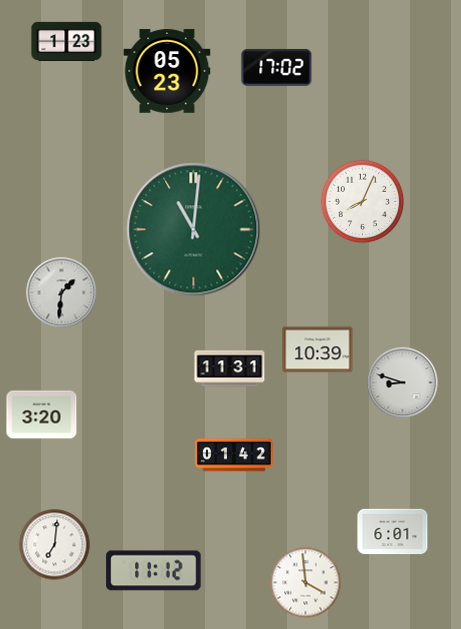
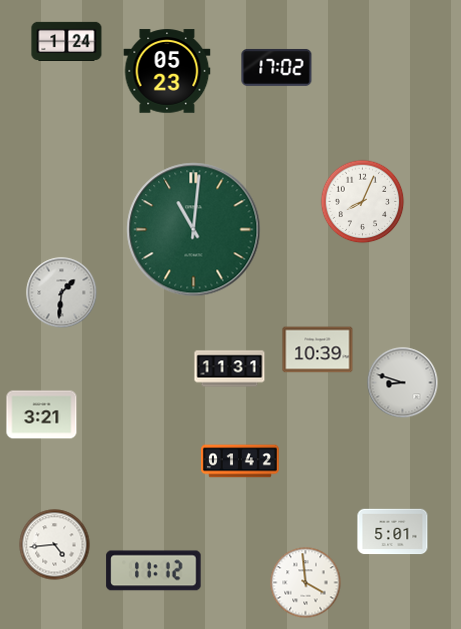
clock at (67, 41): 1:23 -> 1:24
clock at (42, 415): 3:20 -> 3:21
clock at (234, 455) position: (234, 455) -> (240, 461)
clock at (393, 532): 6:01 -> 5:01
clock at (55, 545): 7:01 -> 4:44
